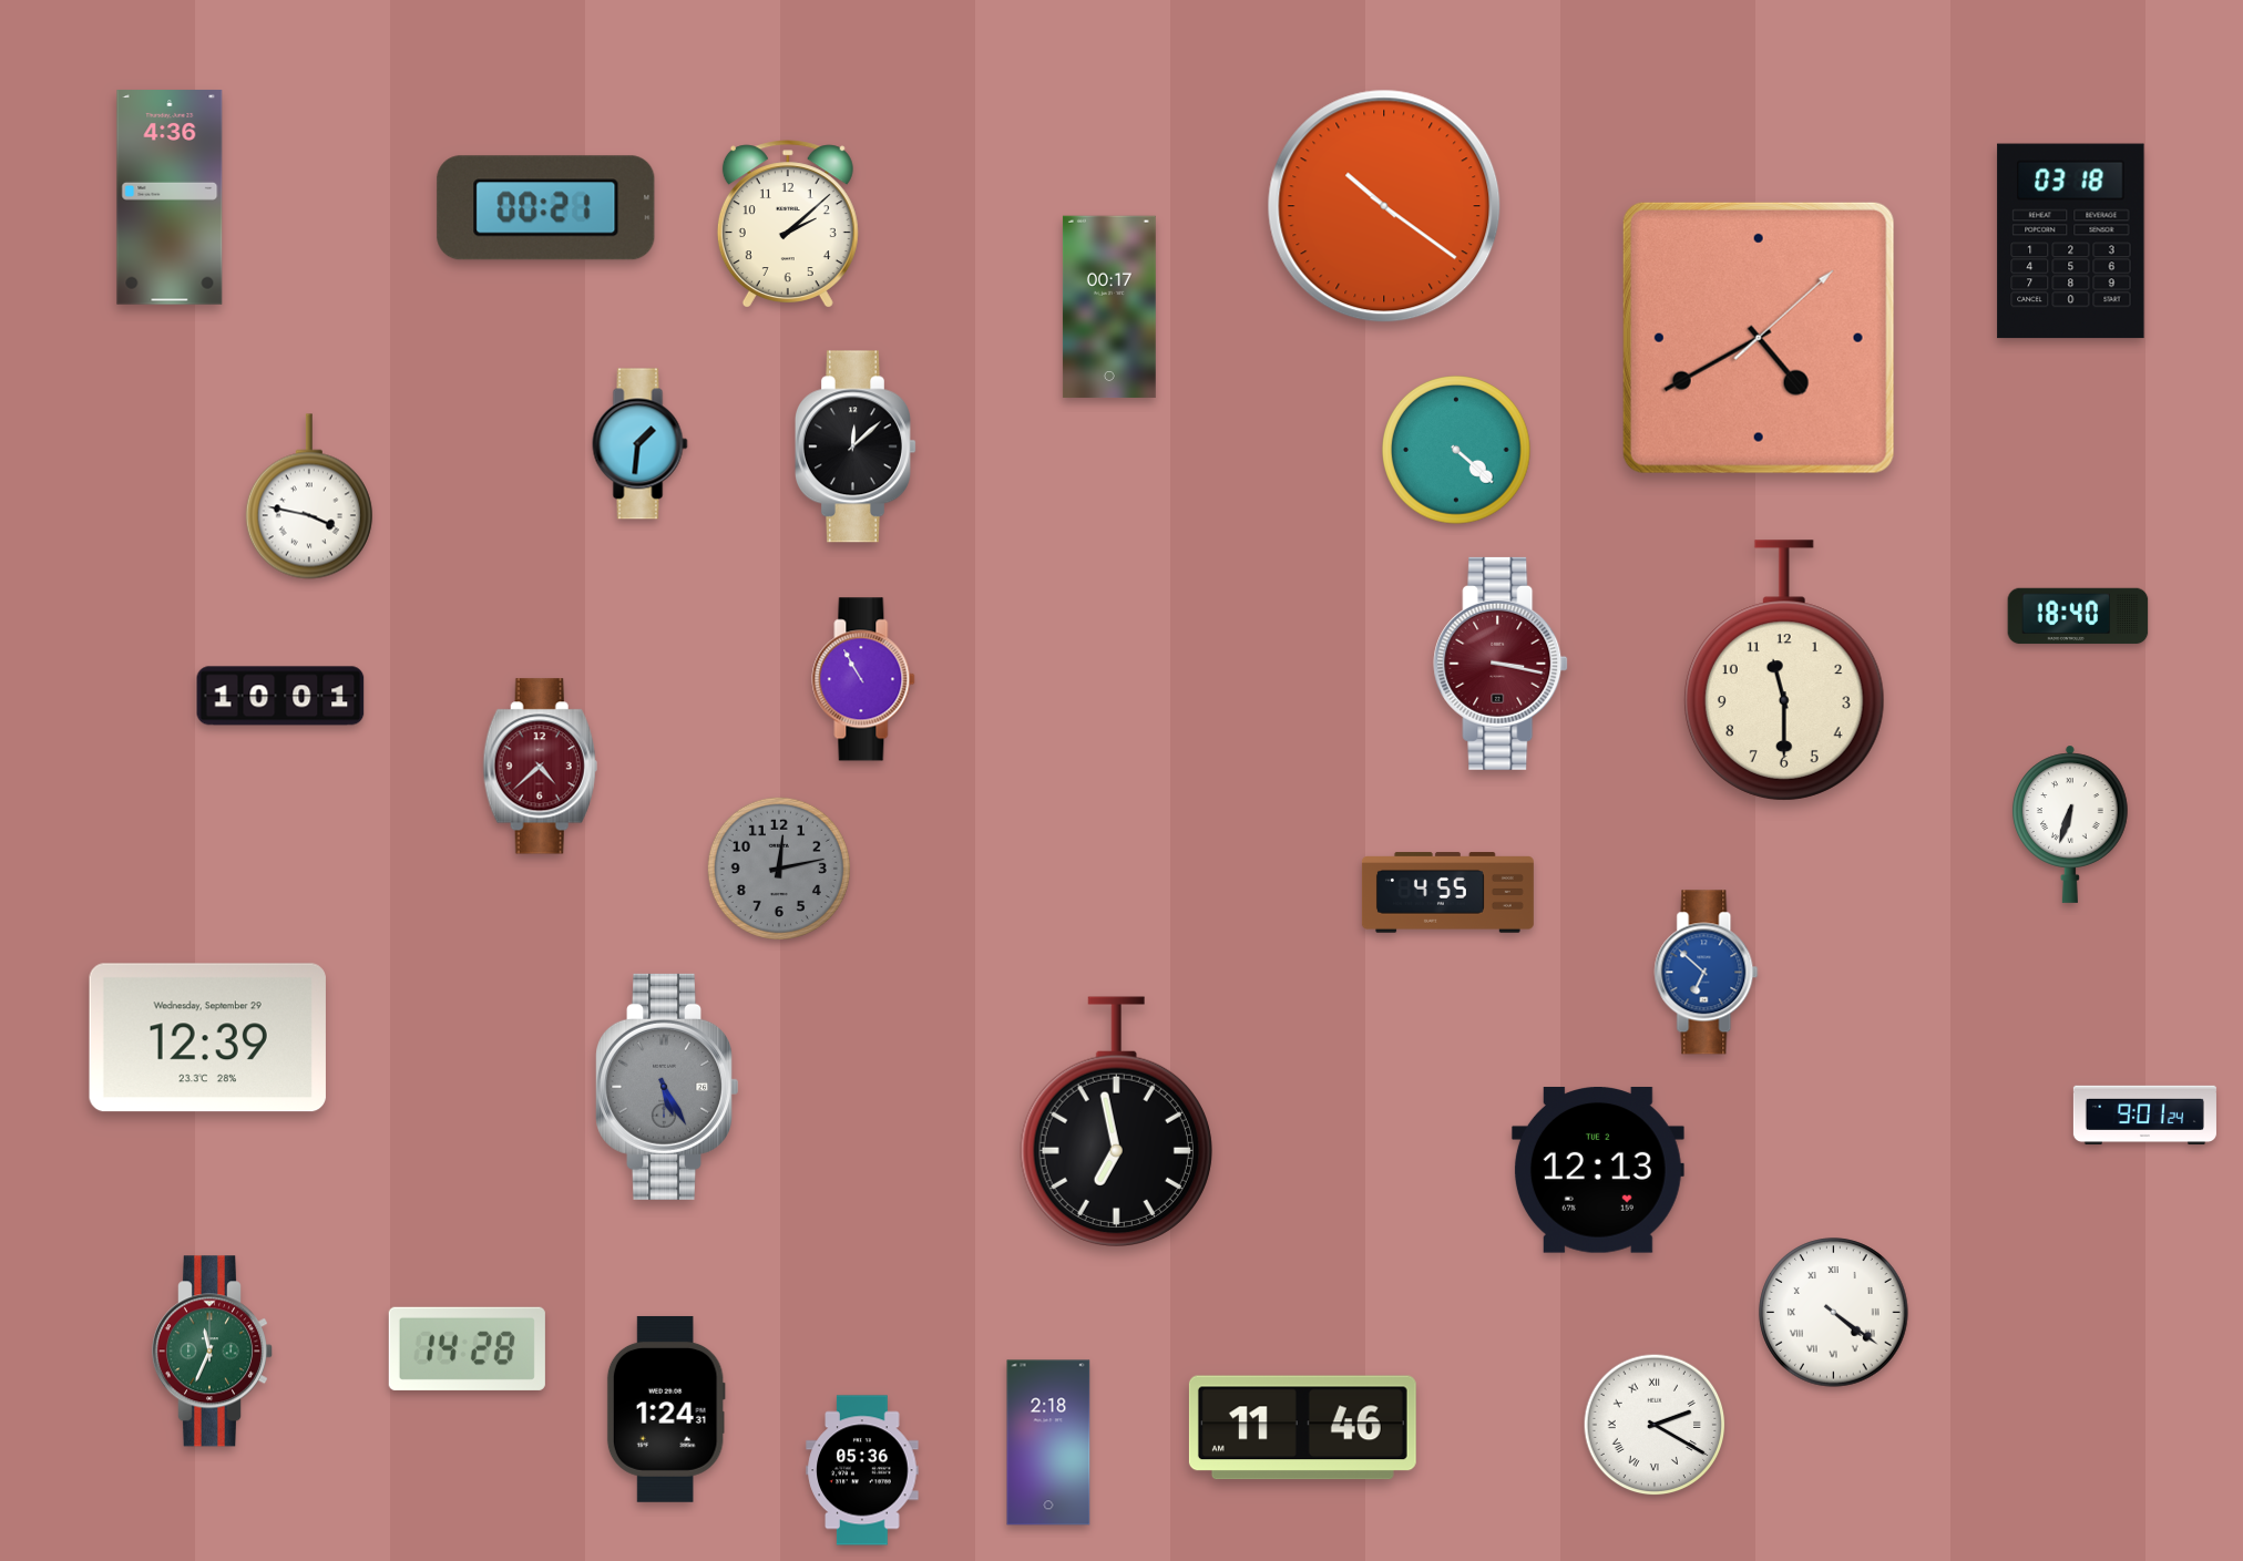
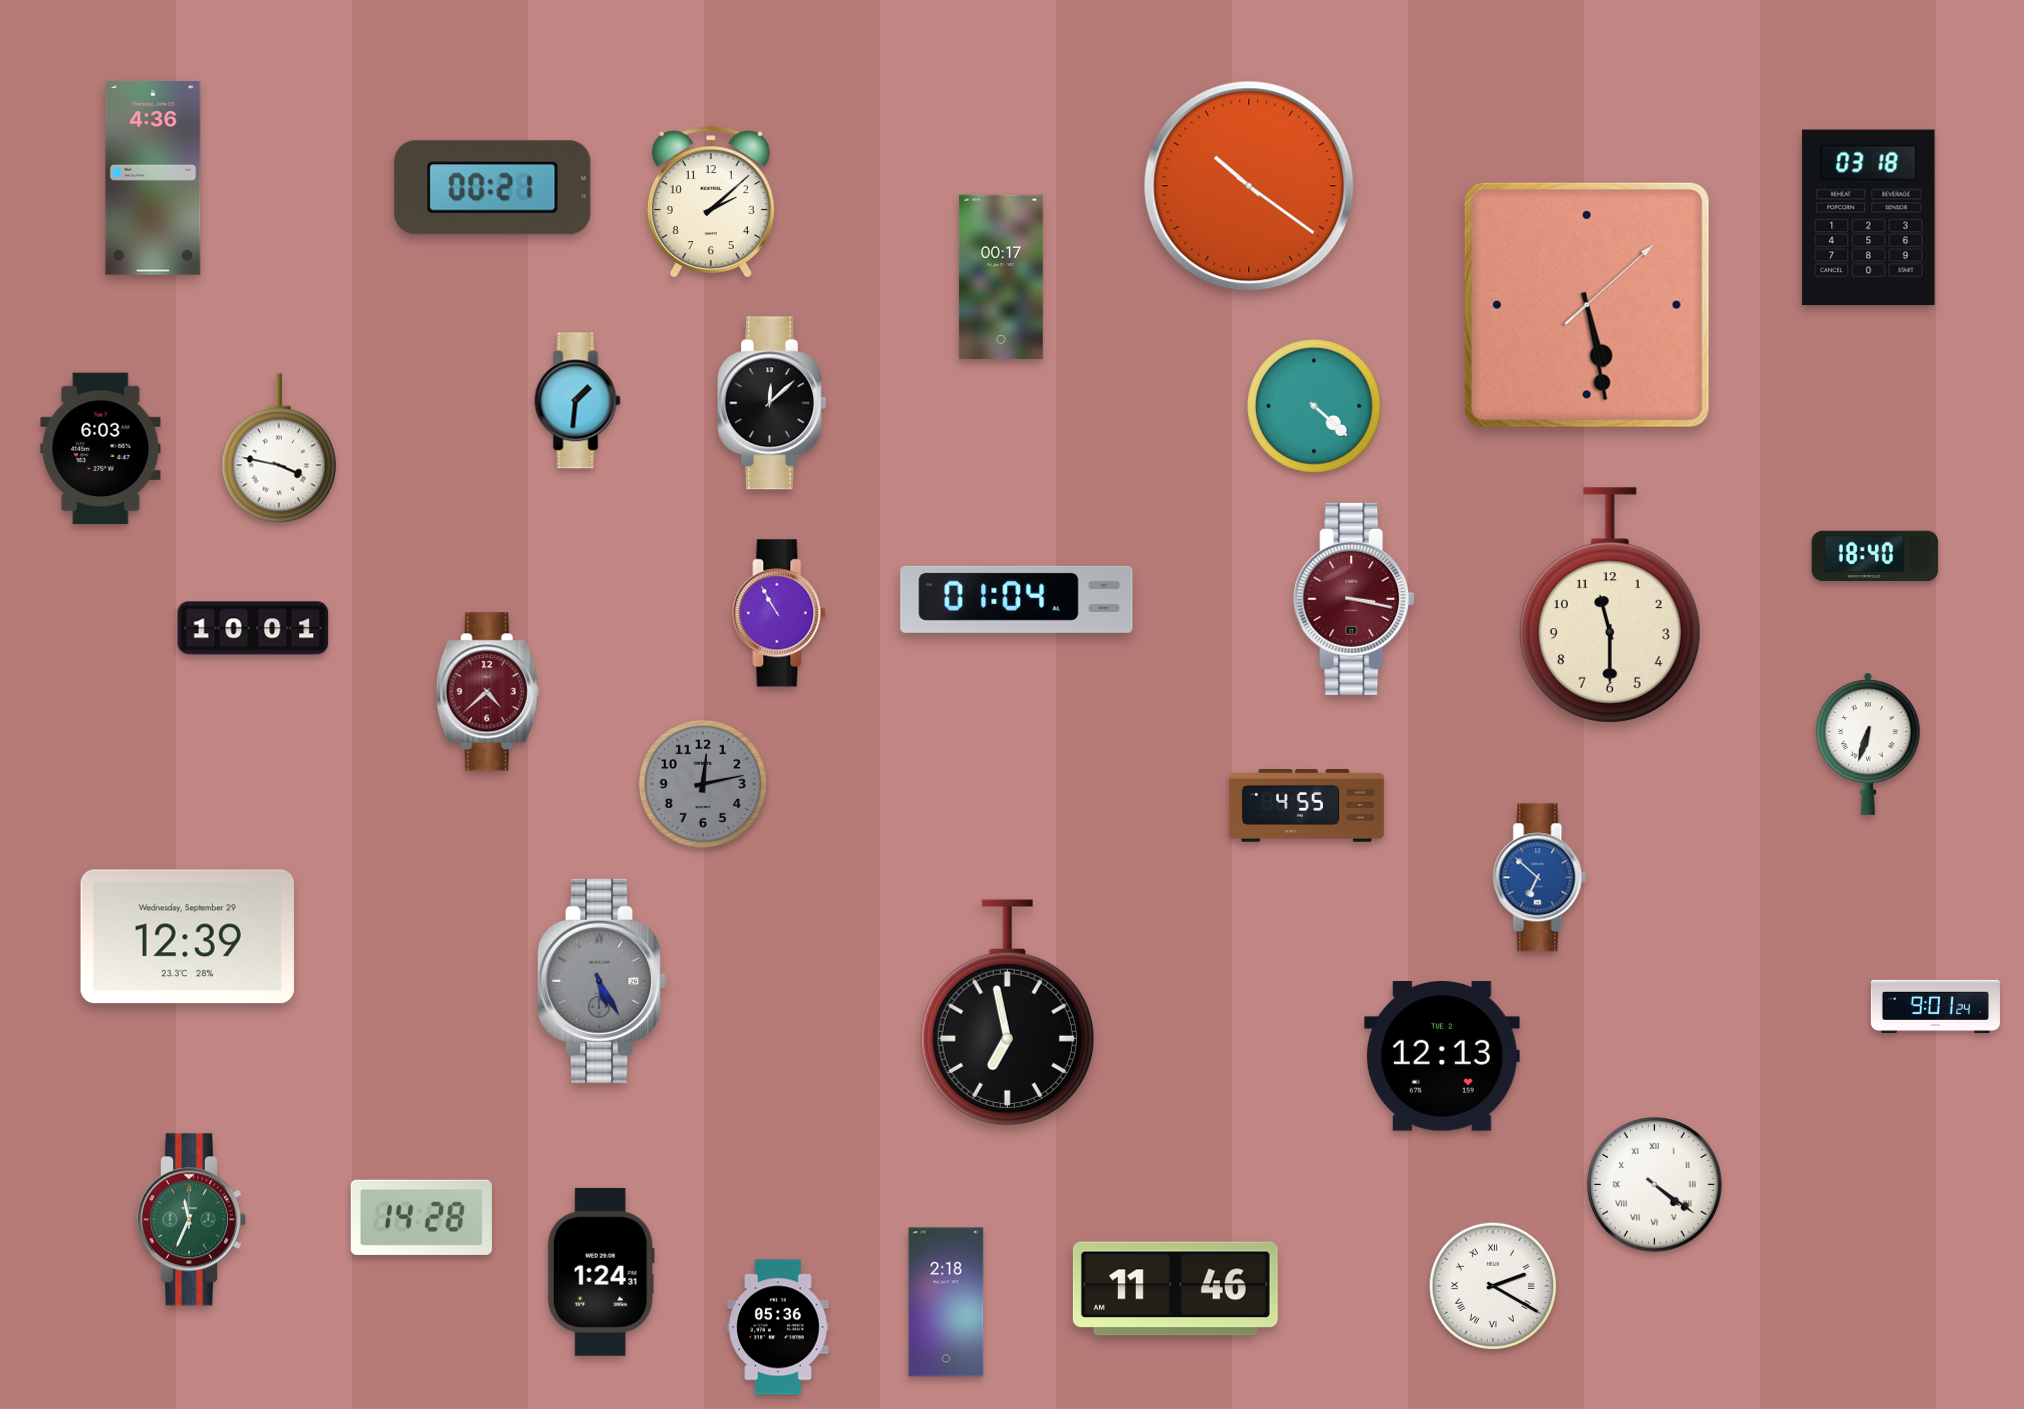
clock at (1759, 338): 4:40 -> 5:28
clock at (101, 449): none -> 6:03
clock at (1017, 599): none -> 01:04
